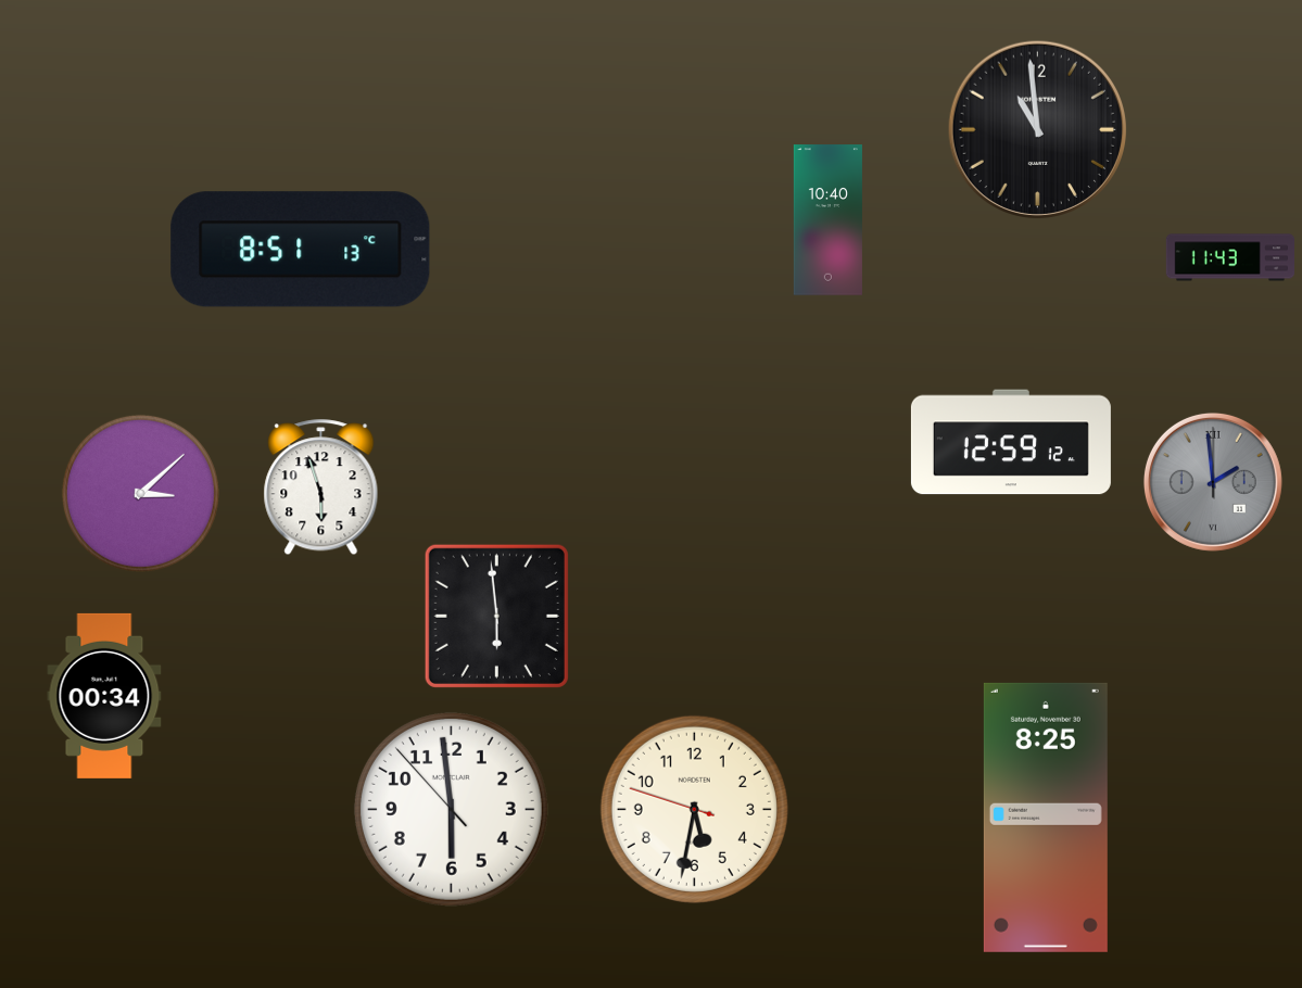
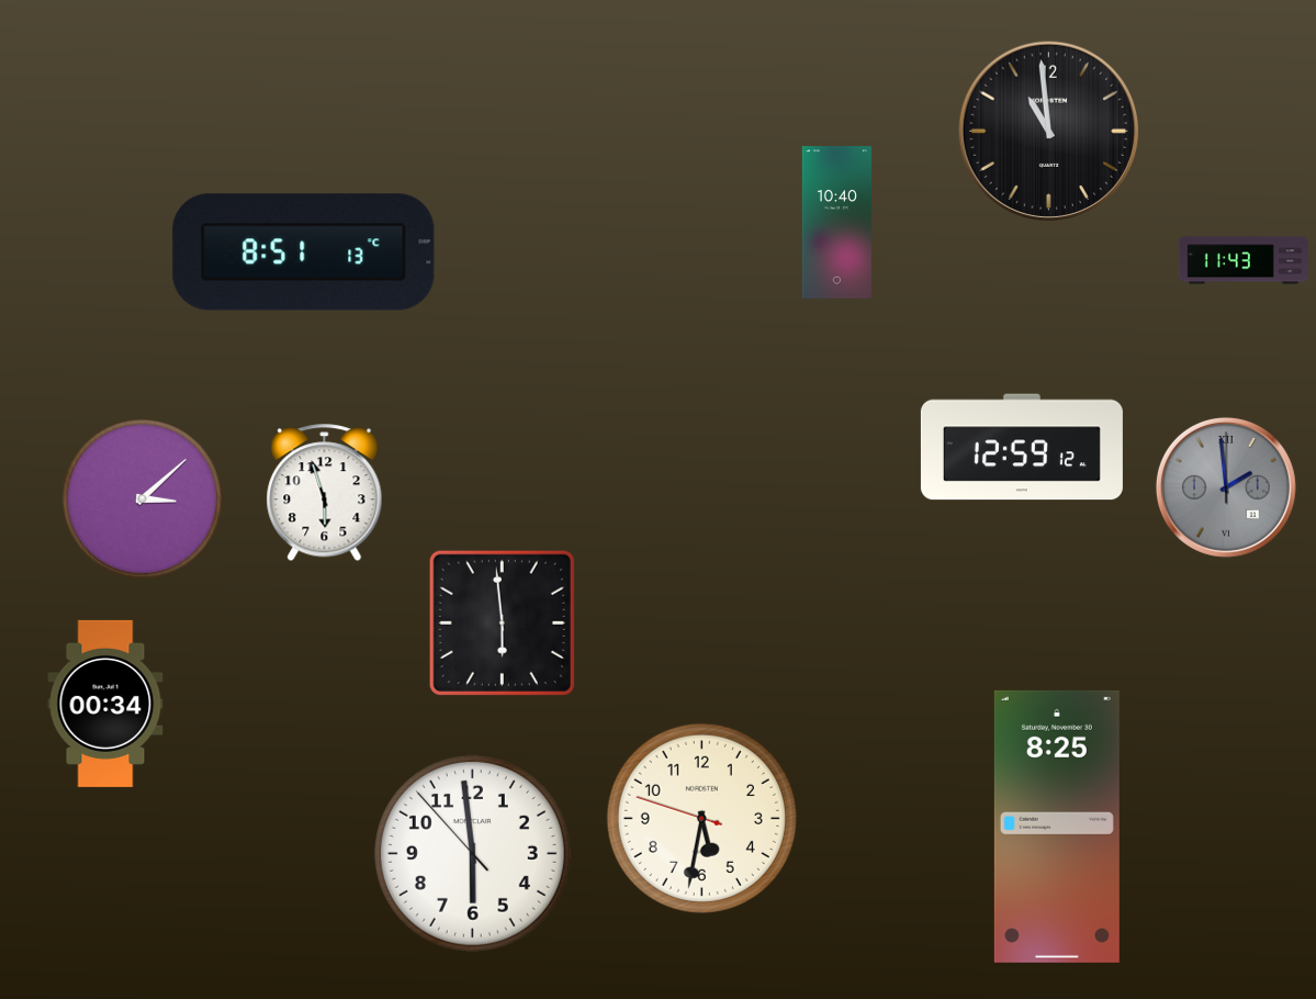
clock at (451, 809) position: (451, 809) -> (472, 853)
